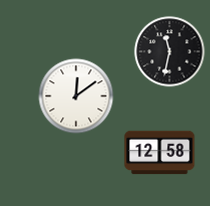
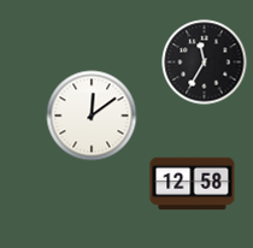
clock at (170, 52): 11:32 -> 11:35
